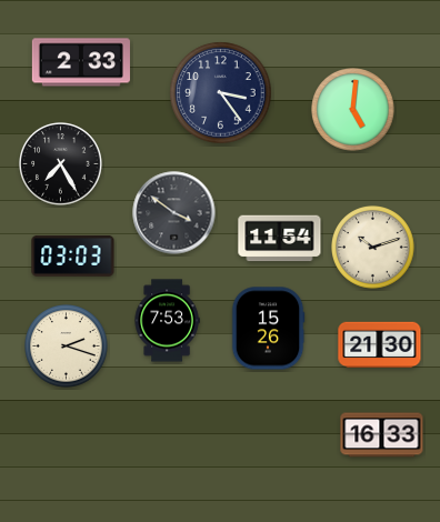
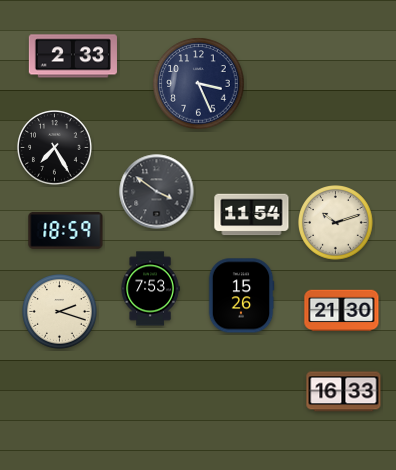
clock at (221, 93): 3:24 -> 3:26
clock at (353, 110): 5:01 -> none
clock at (73, 255): 03:03 -> 18:59
